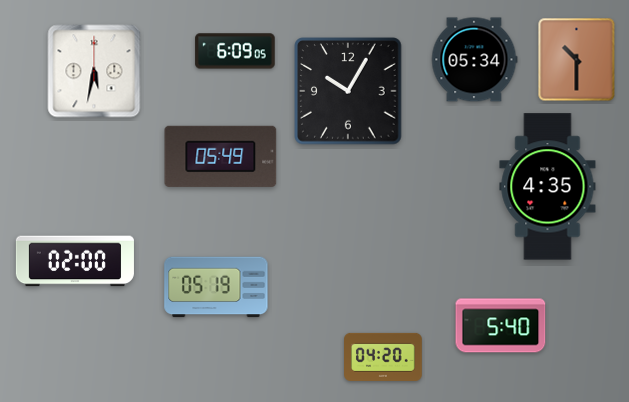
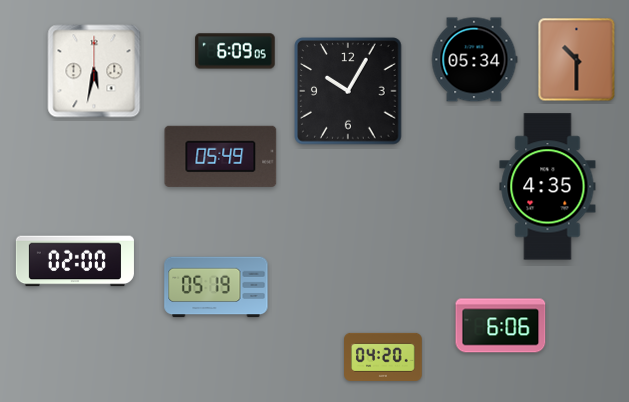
clock at (501, 326): 5:40 -> 6:06
